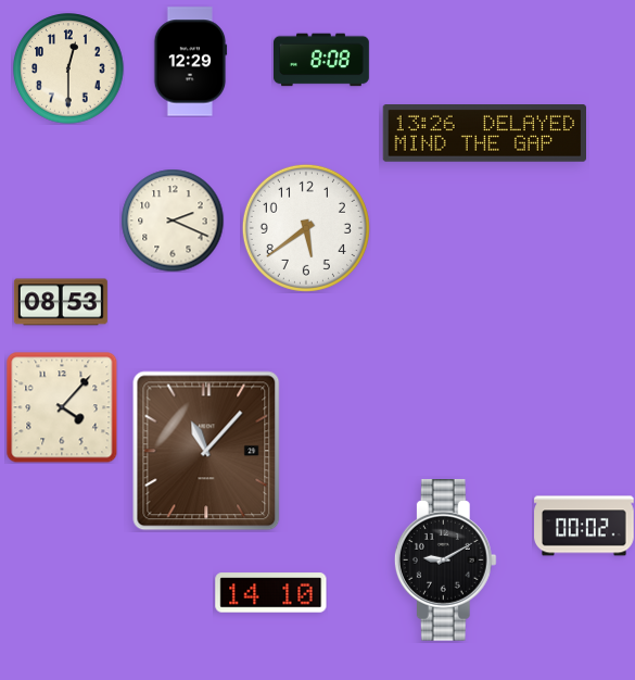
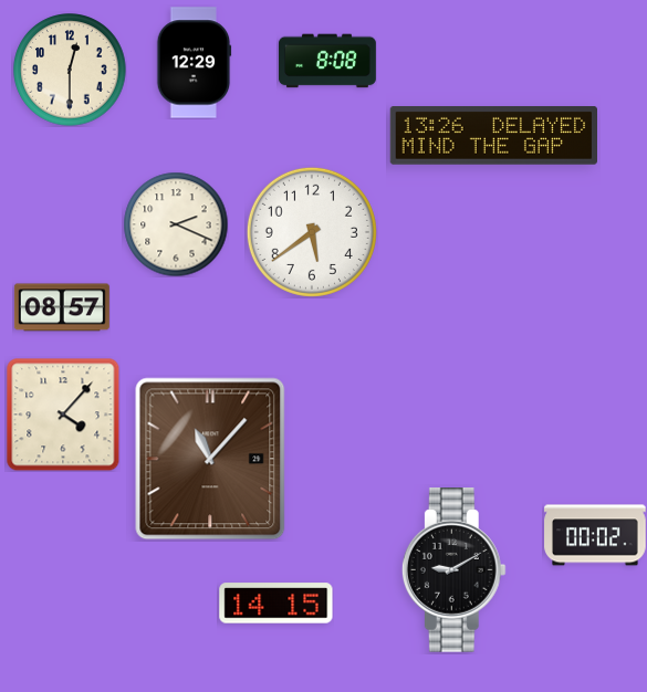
clock at (61, 302): 08:53 -> 08:57
clock at (271, 593): 14:10 -> 14:15
